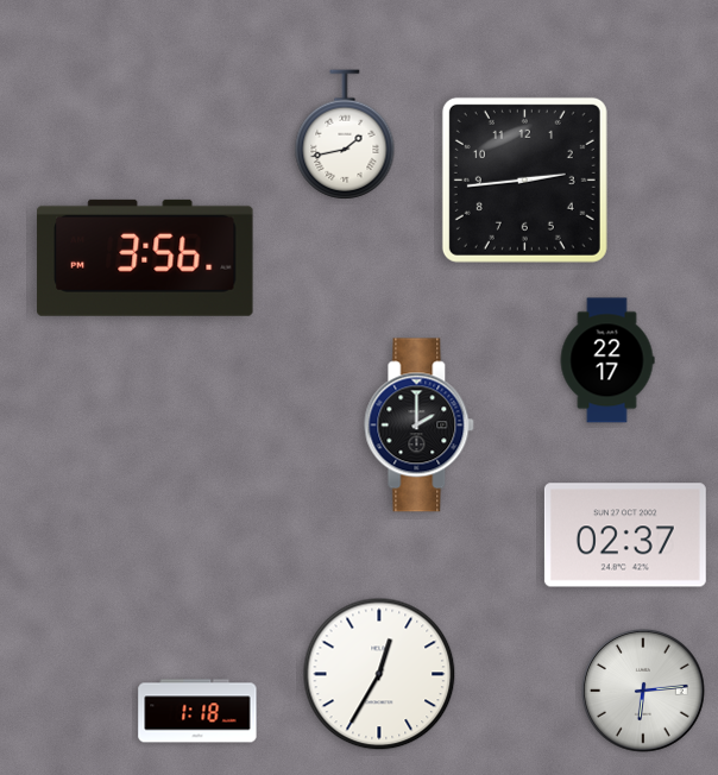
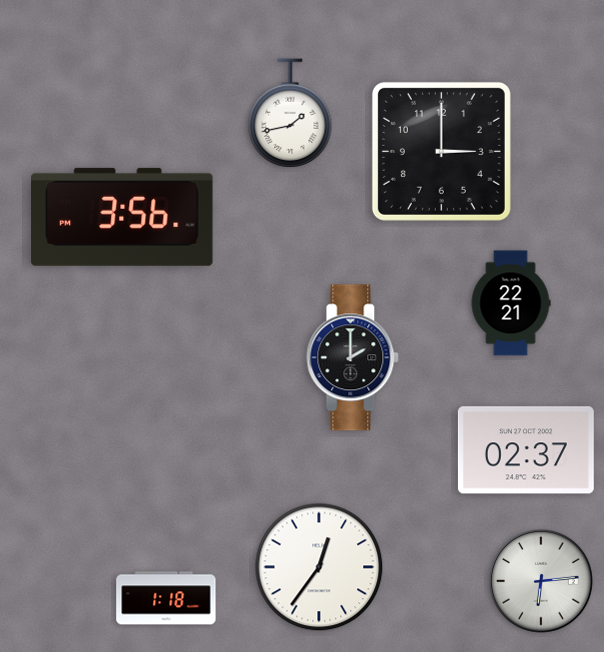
clock at (524, 179): 2:44 -> 3:00
clock at (607, 360): 22:17 -> 22:21
clock at (379, 674): 12:35 -> 12:36
